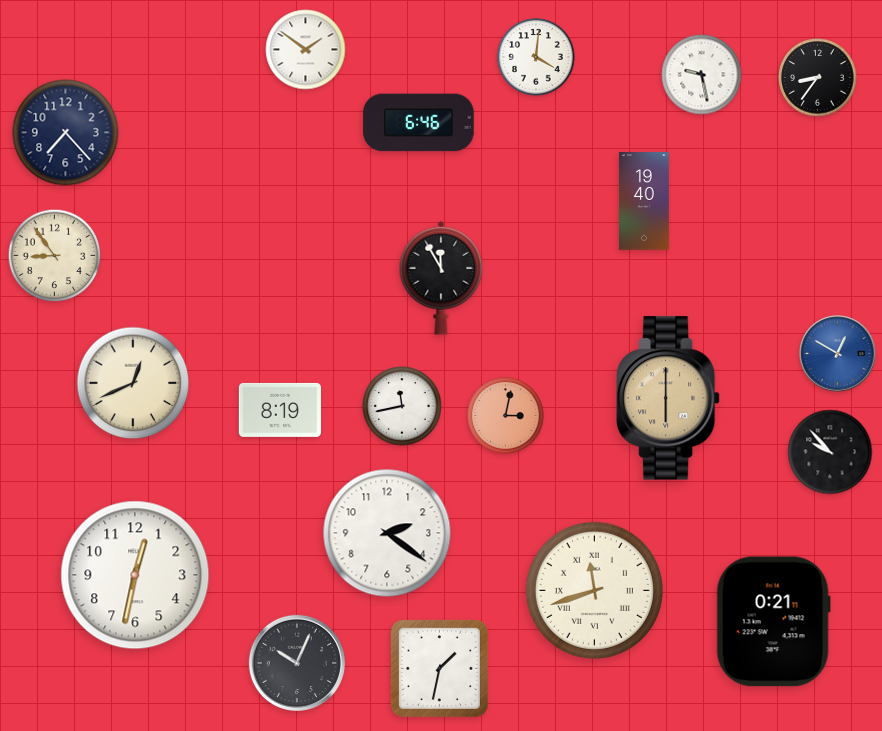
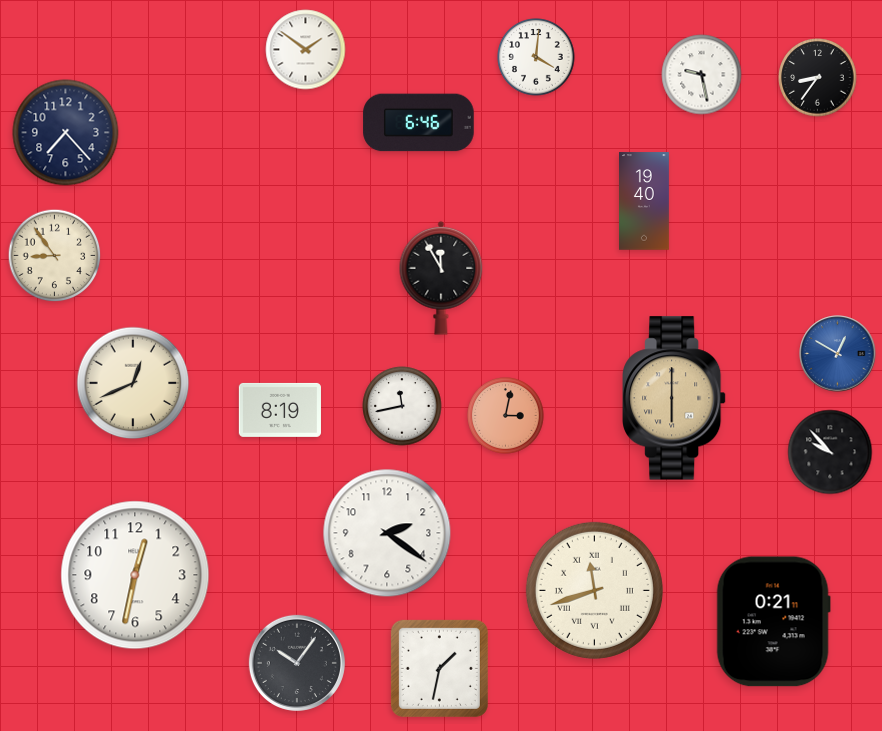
clock at (668, 398) position: (668, 398) -> (674, 398)
clock at (297, 663): 10:04 -> 10:06
